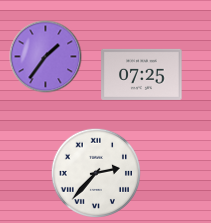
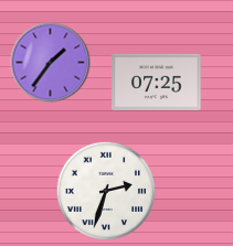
clock at (95, 172): 2:37 -> 2:33
